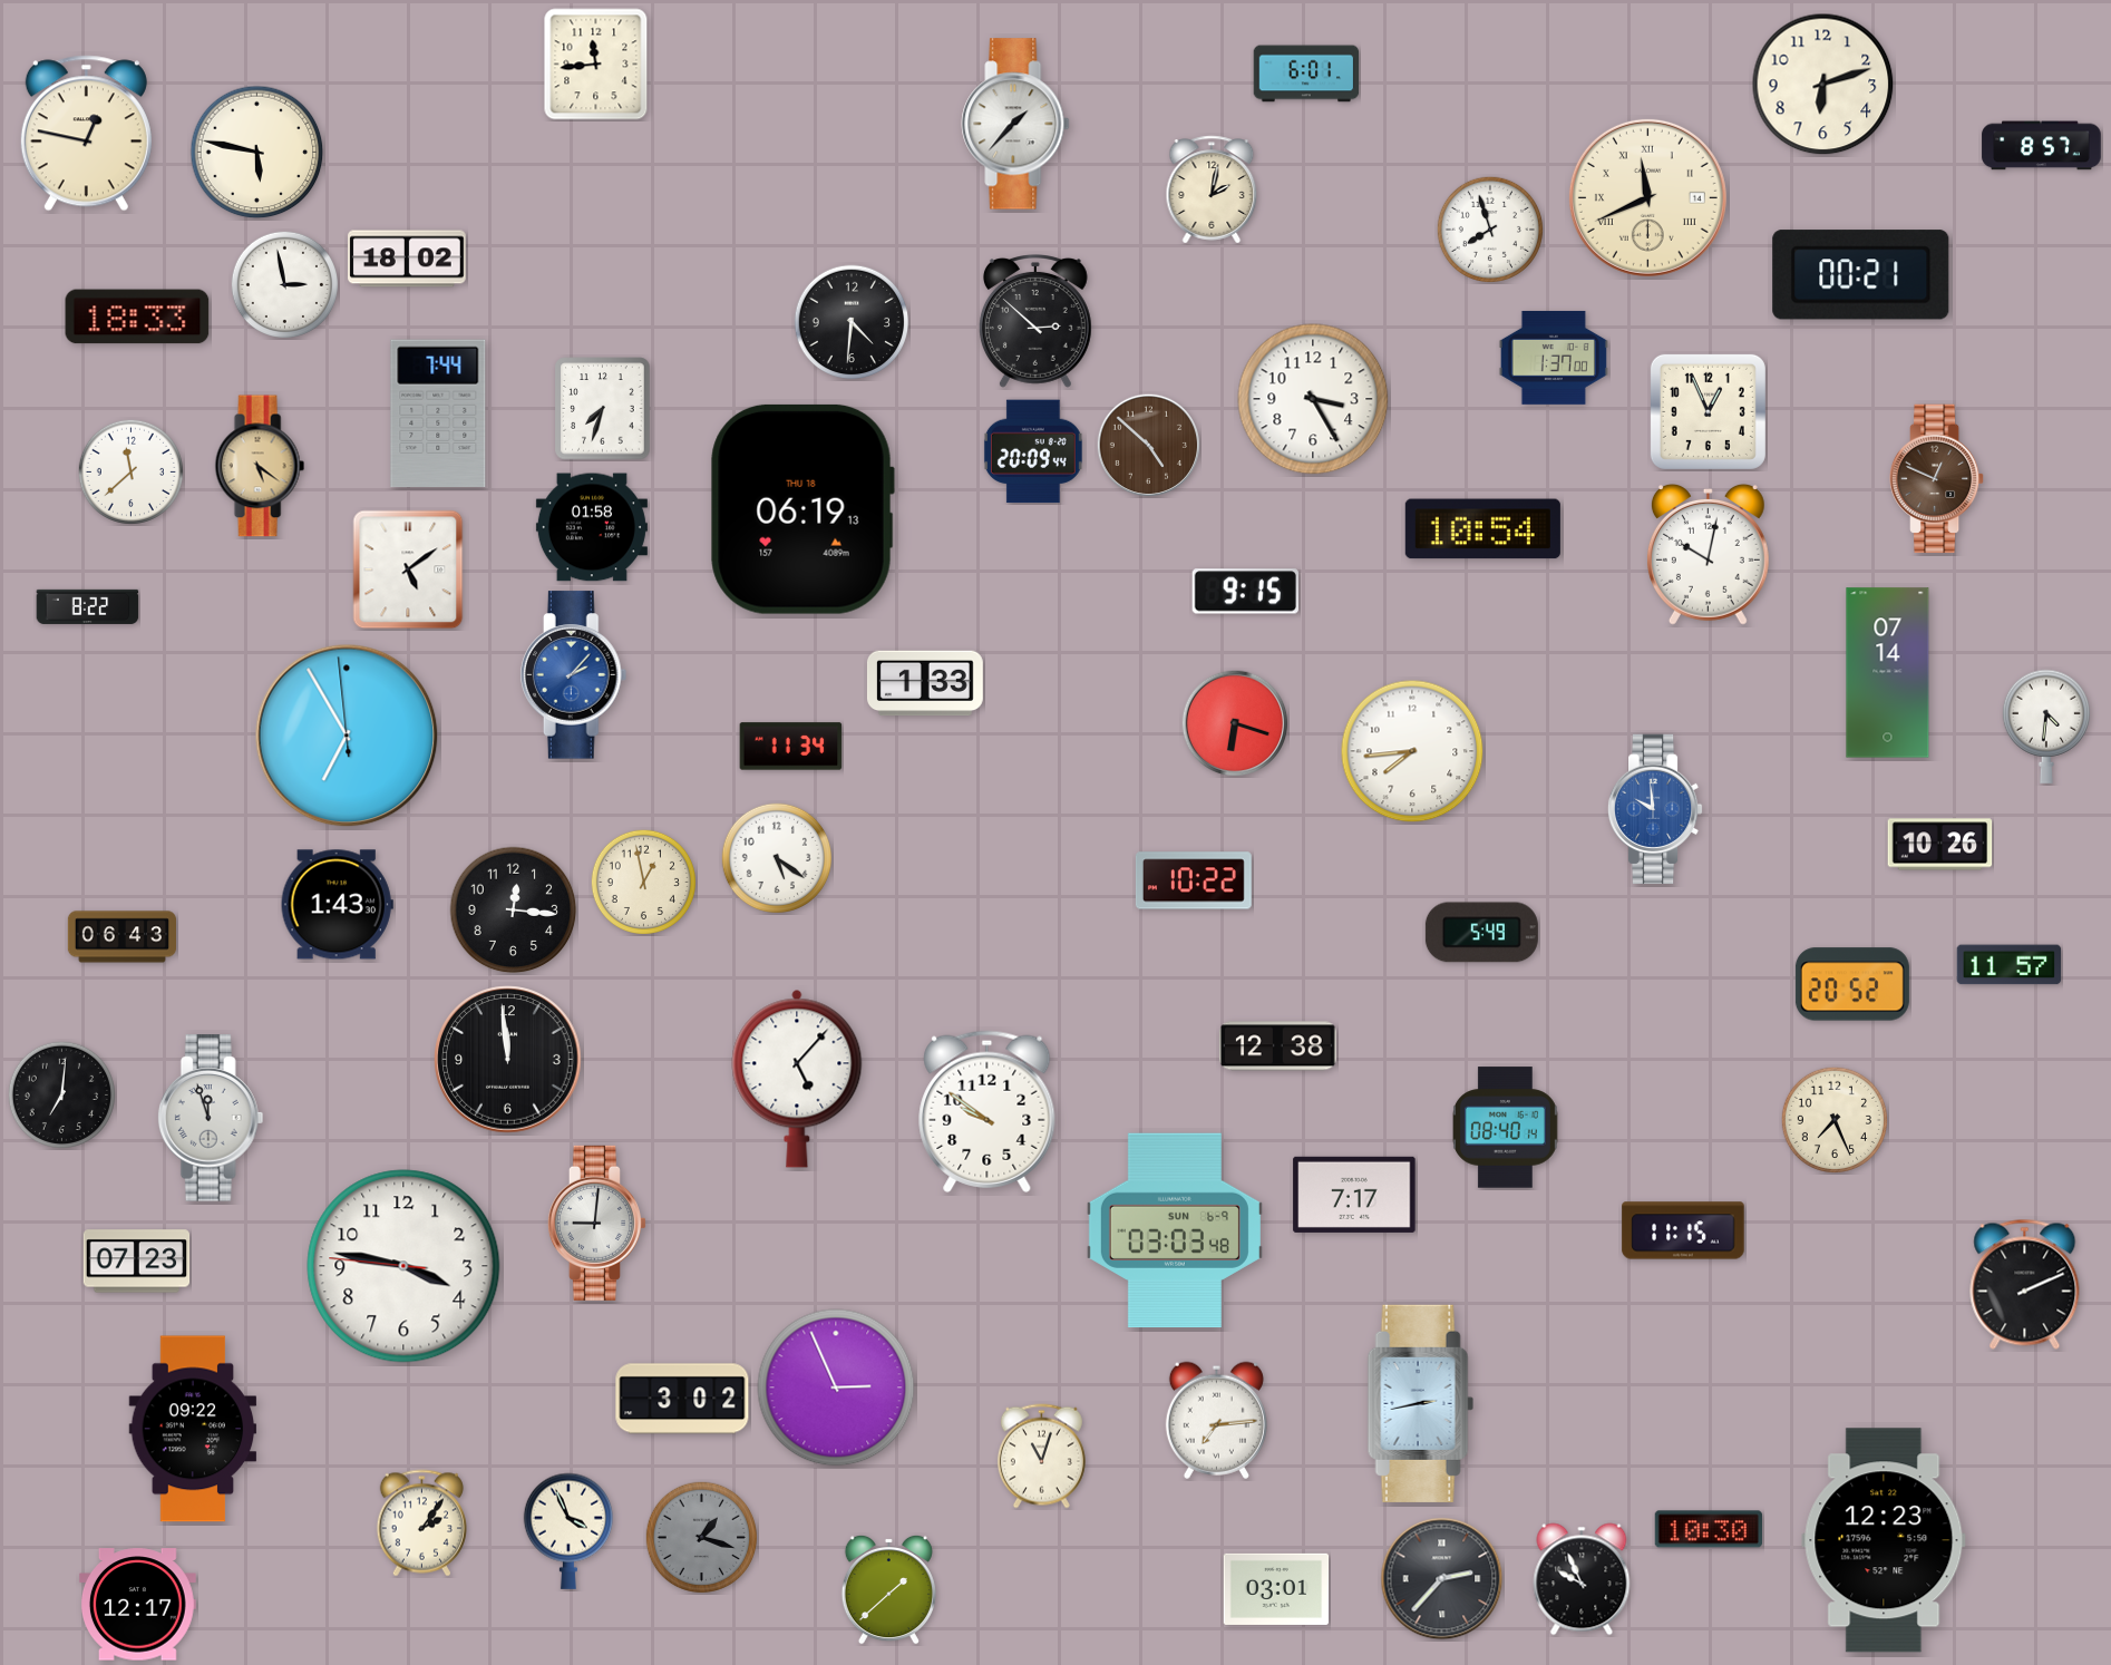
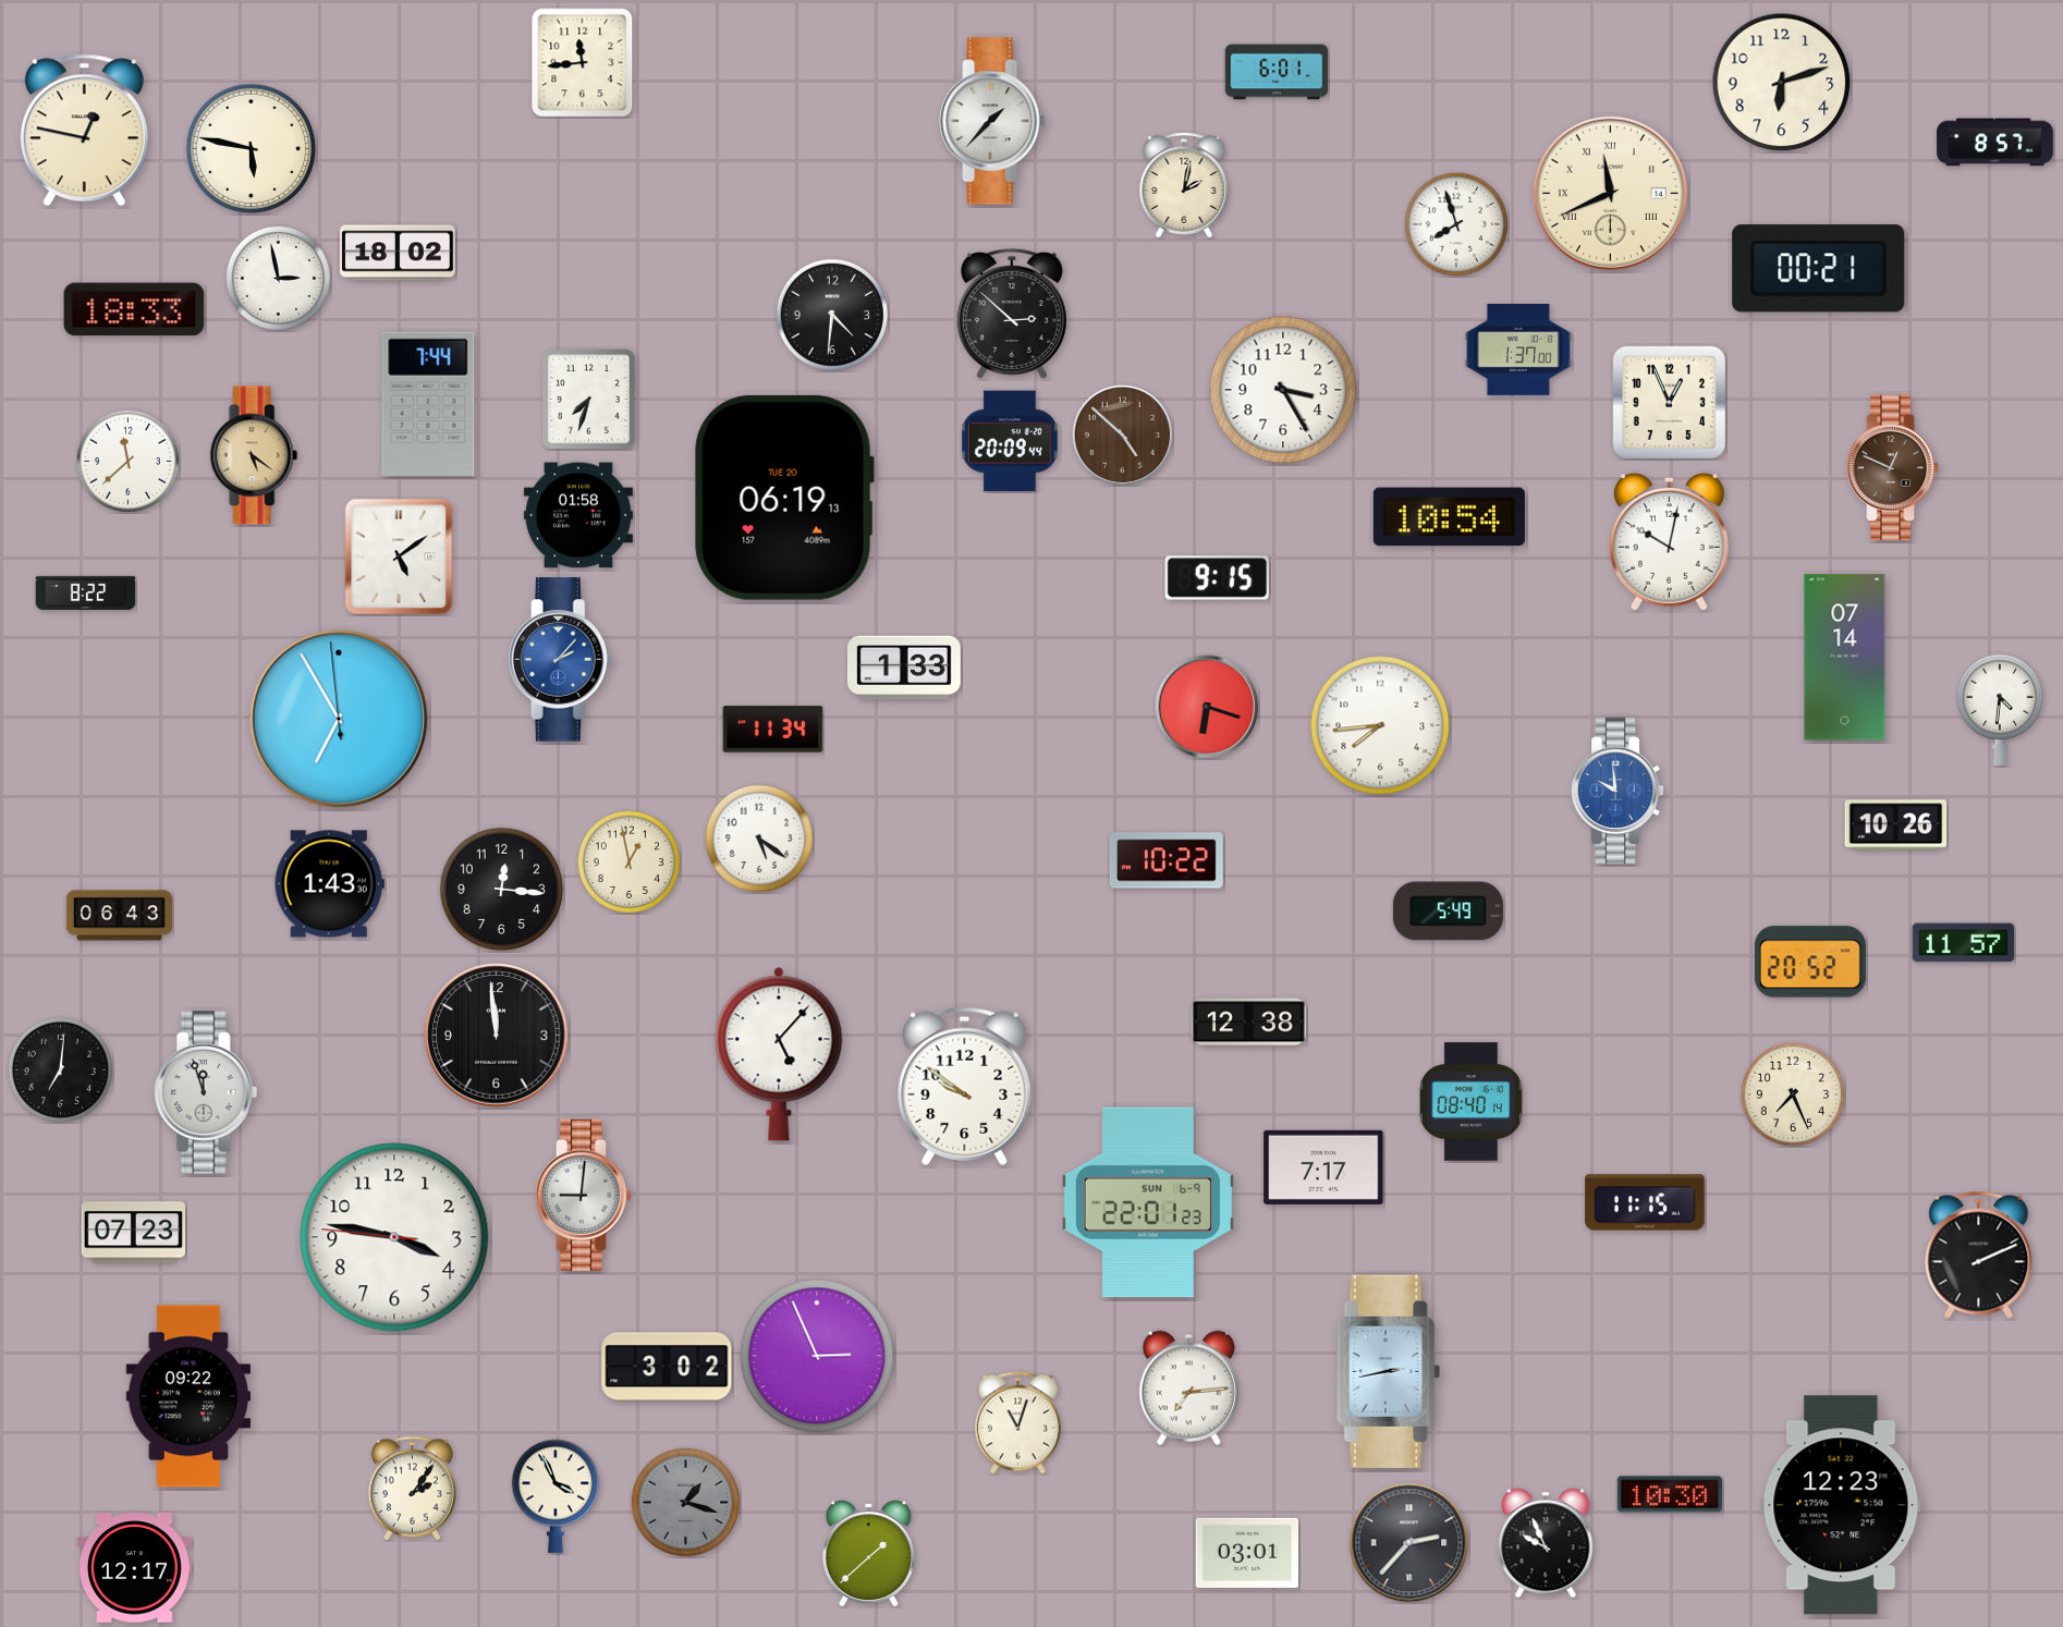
clock at (802, 509) date: THU 18 -> TUE 20
clock at (1412, 751) position: (1412, 751) -> (1380, 725)
clock at (1175, 1230): 03:03 -> 22:01
